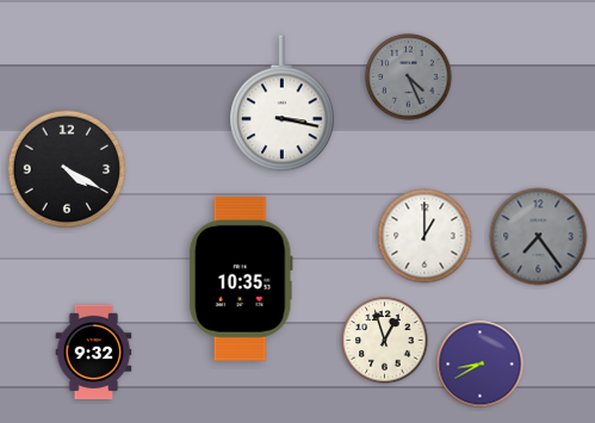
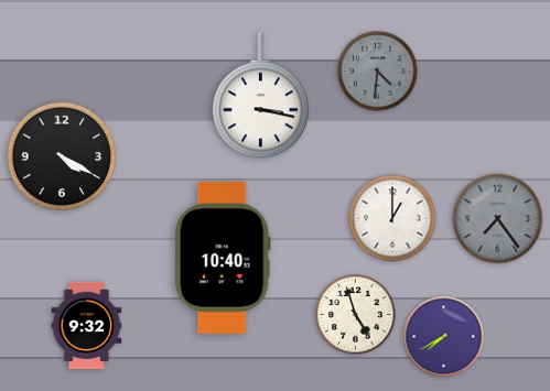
clock at (409, 77): 4:26 -> 4:31
clock at (241, 280): 10:35 -> 10:40
clock at (385, 341): 12:57 -> 4:57
clock at (481, 365): 8:40 -> 7:40
